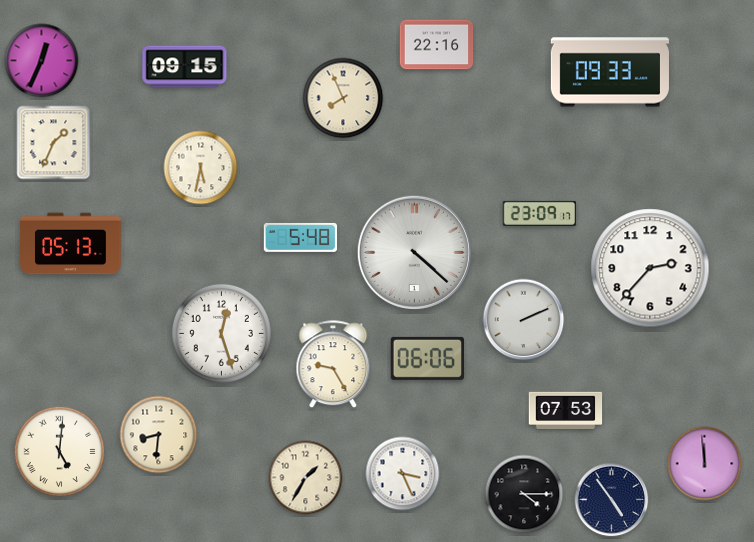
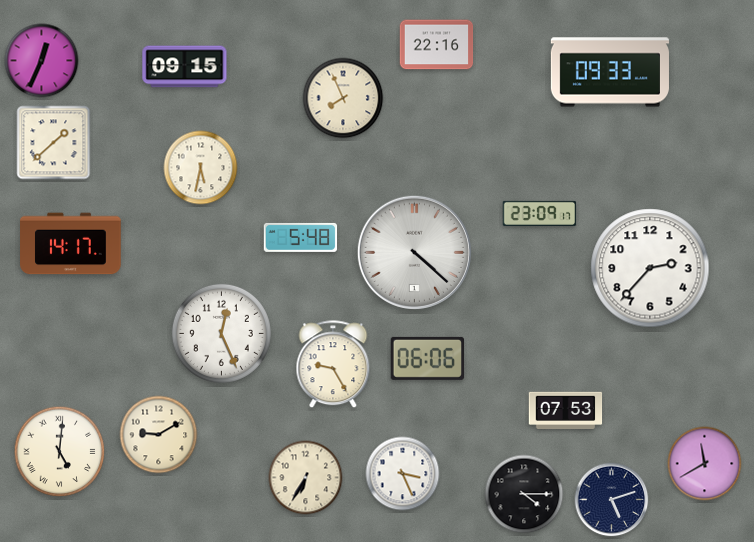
clock at (54, 143): 1:34 -> 1:38
clock at (71, 244): 05:13 -> 14:17
clock at (524, 320): 2:11 -> none
clock at (221, 333): 12:27 -> 12:26
clock at (159, 435): 8:31 -> 9:10
clock at (705, 464): 11:59 -> 11:40
clock at (306, 478): 1:35 -> 6:35
clock at (612, 500): 4:54 -> 5:12
